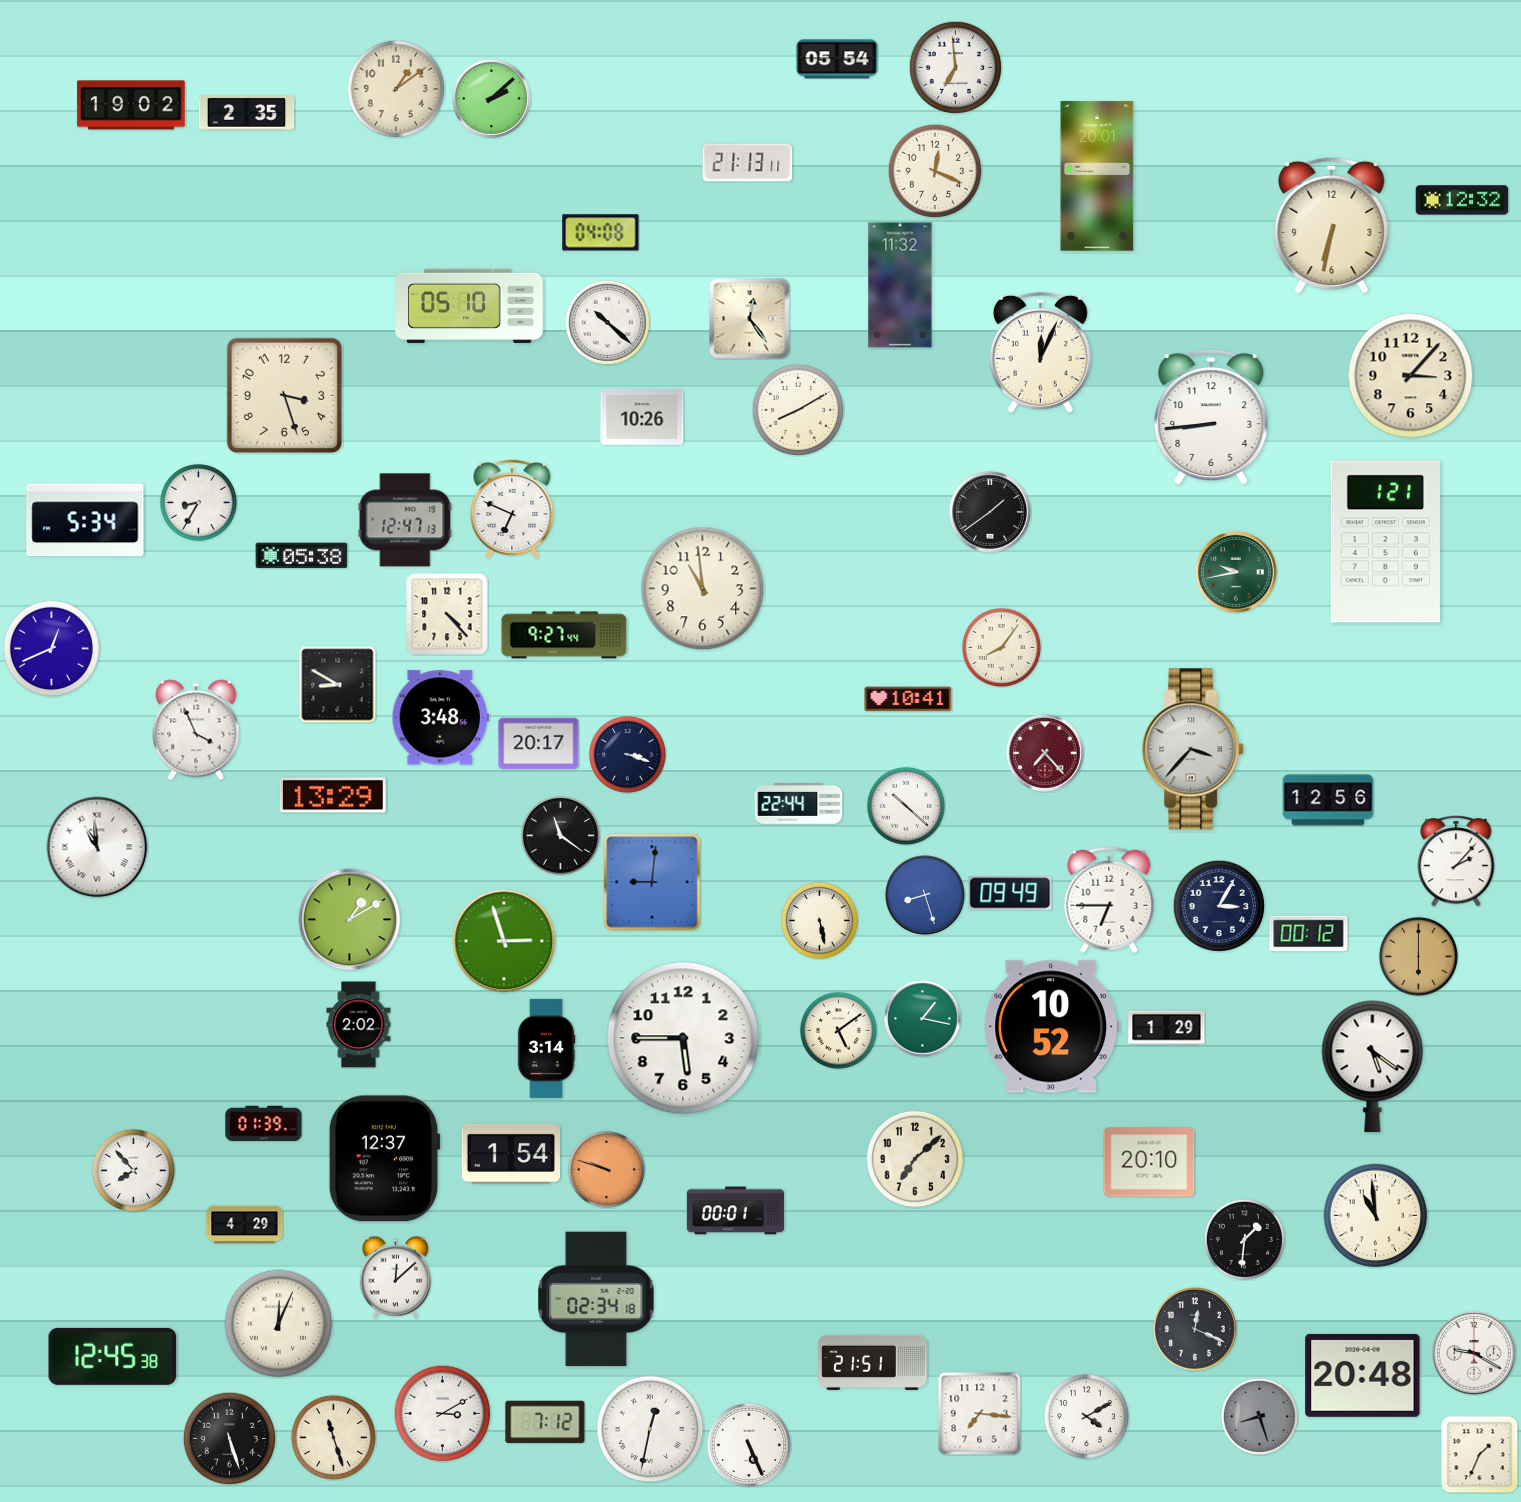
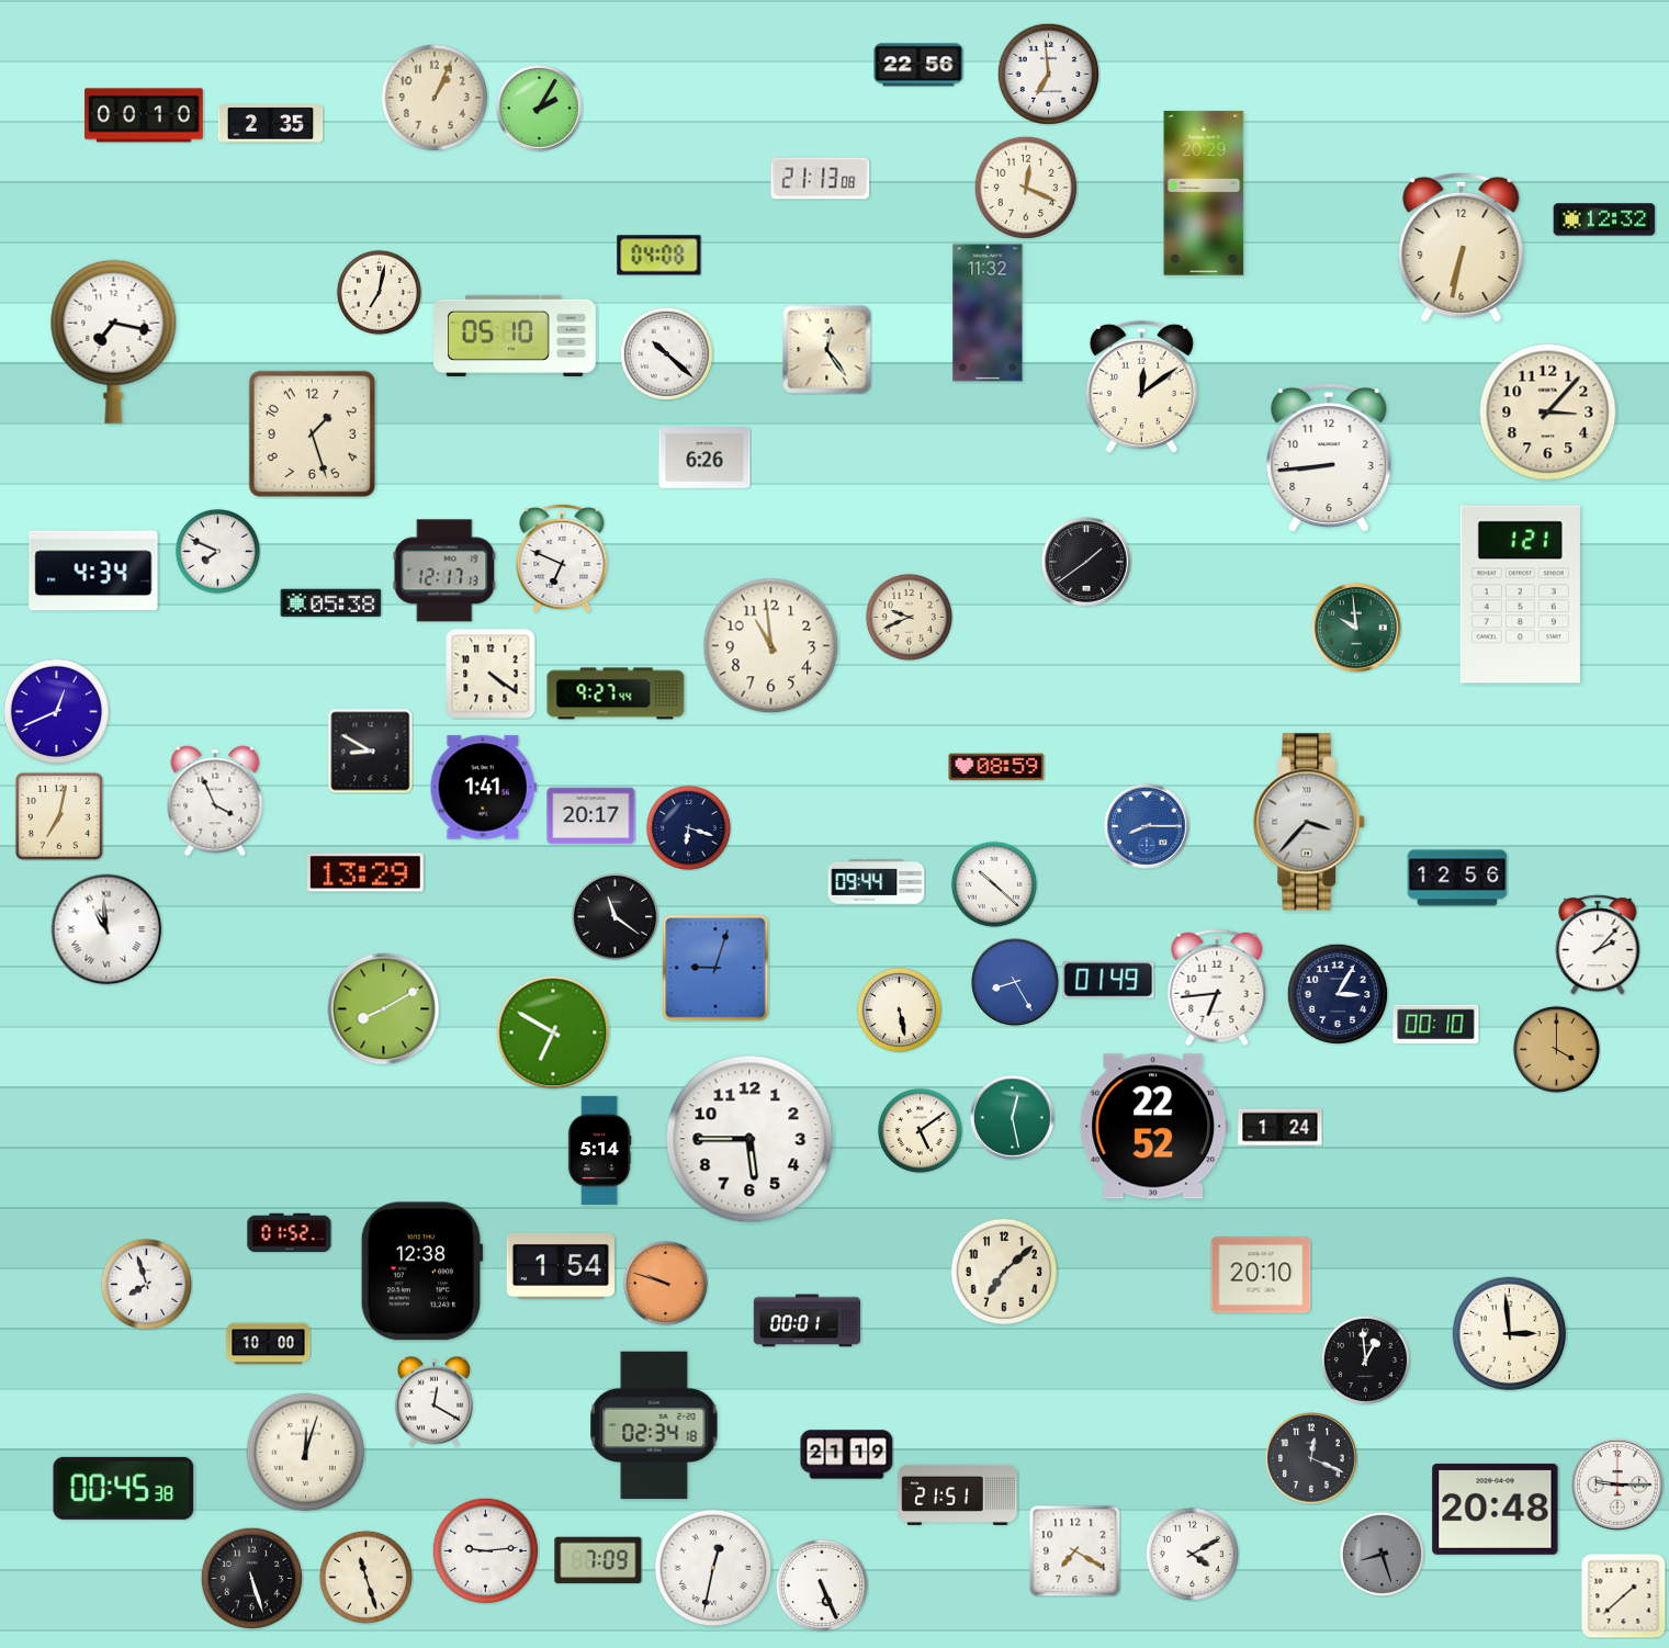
clock at (837, 59): 05:54 -> 22:56
clock at (396, 89): 1:09 -> 1:04
clock at (492, 99): 2:08 -> 2:05
clock at (131, 105): 19:02 -> 00:10
clock at (748, 163): 21:13:11 -> 21:13:08
clock at (1097, 176): 20:01 -> 20:29
clock at (379, 292): none -> 7:02
clock at (114, 341): none -> 7:17
clock at (750, 319) position: (750, 319) -> (827, 350)
clock at (1040, 352): 12:04 -> 12:09
clock at (284, 395): 3:27 -> 1:27
clock at (797, 409): 8:10 -> none
clock at (642, 418): 10:26 -> 6:26
clock at (198, 502): 8:35 -> 7:49
clock at (85, 520): 5:34 -> 4:34
clock at (405, 520): 12:47 -> 12:17
clock at (302, 556) position: (302, 556) -> (331, 603)
clock at (909, 617): none -> 9:41
clock at (1236, 572): 9:43 -> 9:59
clock at (447, 614): 4:23 -> 4:21
clock at (564, 635) position: (564, 635) -> (616, 693)
clock at (1001, 647): 8:06 -> none
clock at (908, 699): 10:41 -> 08:59
clock at (440, 718): 3:48 -> 1:41
clock at (59, 816): none -> 7:02
clock at (1045, 753): 7:23 -> 8:15
clock at (1045, 753) dial: burgundy -> blue
clock at (627, 754): 3:18 -> 6:18
clock at (799, 804): 22:44 -> 09:44
clock at (652, 882): 9:01 -> 9:03
clock at (1010, 893): 09:49 -> 01:49
clock at (926, 896): 8:27 -> 8:25
clock at (1109, 900): 6:45 -> 6:44
clock at (350, 920): 1:10 -> 8:10
clock at (1309, 934): 00:12 -> 00:10
clock at (504, 941): 2:57 -> 6:50
clock at (1418, 956): 6:00 -> 4:00
clock at (923, 1019): 1:17 -> 12:28
clock at (359, 1025): 2:02 -> none
clock at (1051, 1027): 10:52 -> 22:52
clock at (1167, 1028): 1:29 -> 1:24
clock at (546, 1048): 3:14 -> 5:14
clock at (1373, 1067): 5:21 -> none
clock at (264, 1124): 01:39 -> 01:52
clock at (384, 1159): 12:37 -> 12:38
clock at (133, 1170): 7:53 -> 7:57
clock at (735, 1211) position: (735, 1211) -> (807, 1321)
clock at (1376, 1216): 10:59 -> 2:59
clock at (245, 1225): 4:29 -> 10:00
clock at (1244, 1239): 1:31 -> 12:59
clock at (395, 1277): 12:08 -> 12:20
clock at (279, 1324): 12:04 -> 12:03
clock at (847, 1455): none -> 21:19
clock at (1474, 1353): 9:20 -> 9:15
clock at (113, 1356): 12:45 -> 00:45
clock at (442, 1413): 3:10 -> 9:14
clock at (979, 1413): 7:16 -> 7:20
clock at (545, 1422): 7:12 -> 7:09
clock at (1479, 1454): 1:34 -> 1:38
